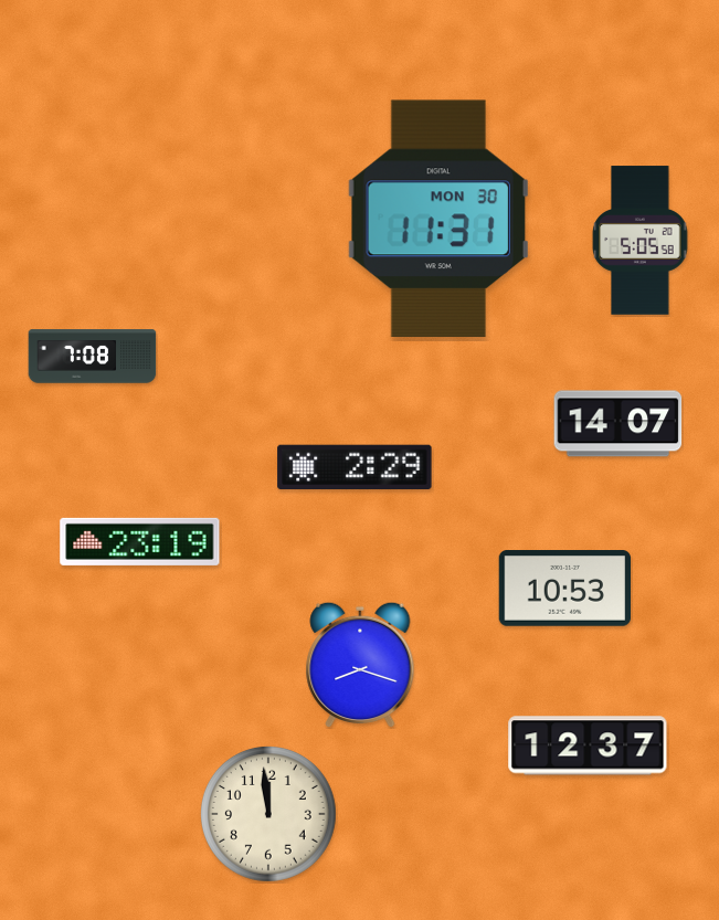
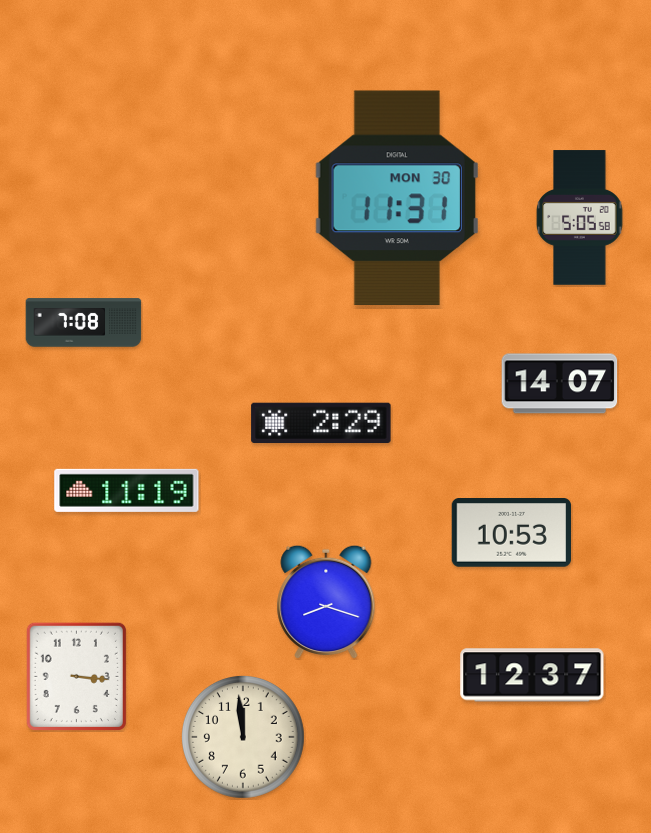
clock at (140, 541): 23:19 -> 11:19
clock at (76, 676): none -> 3:16
